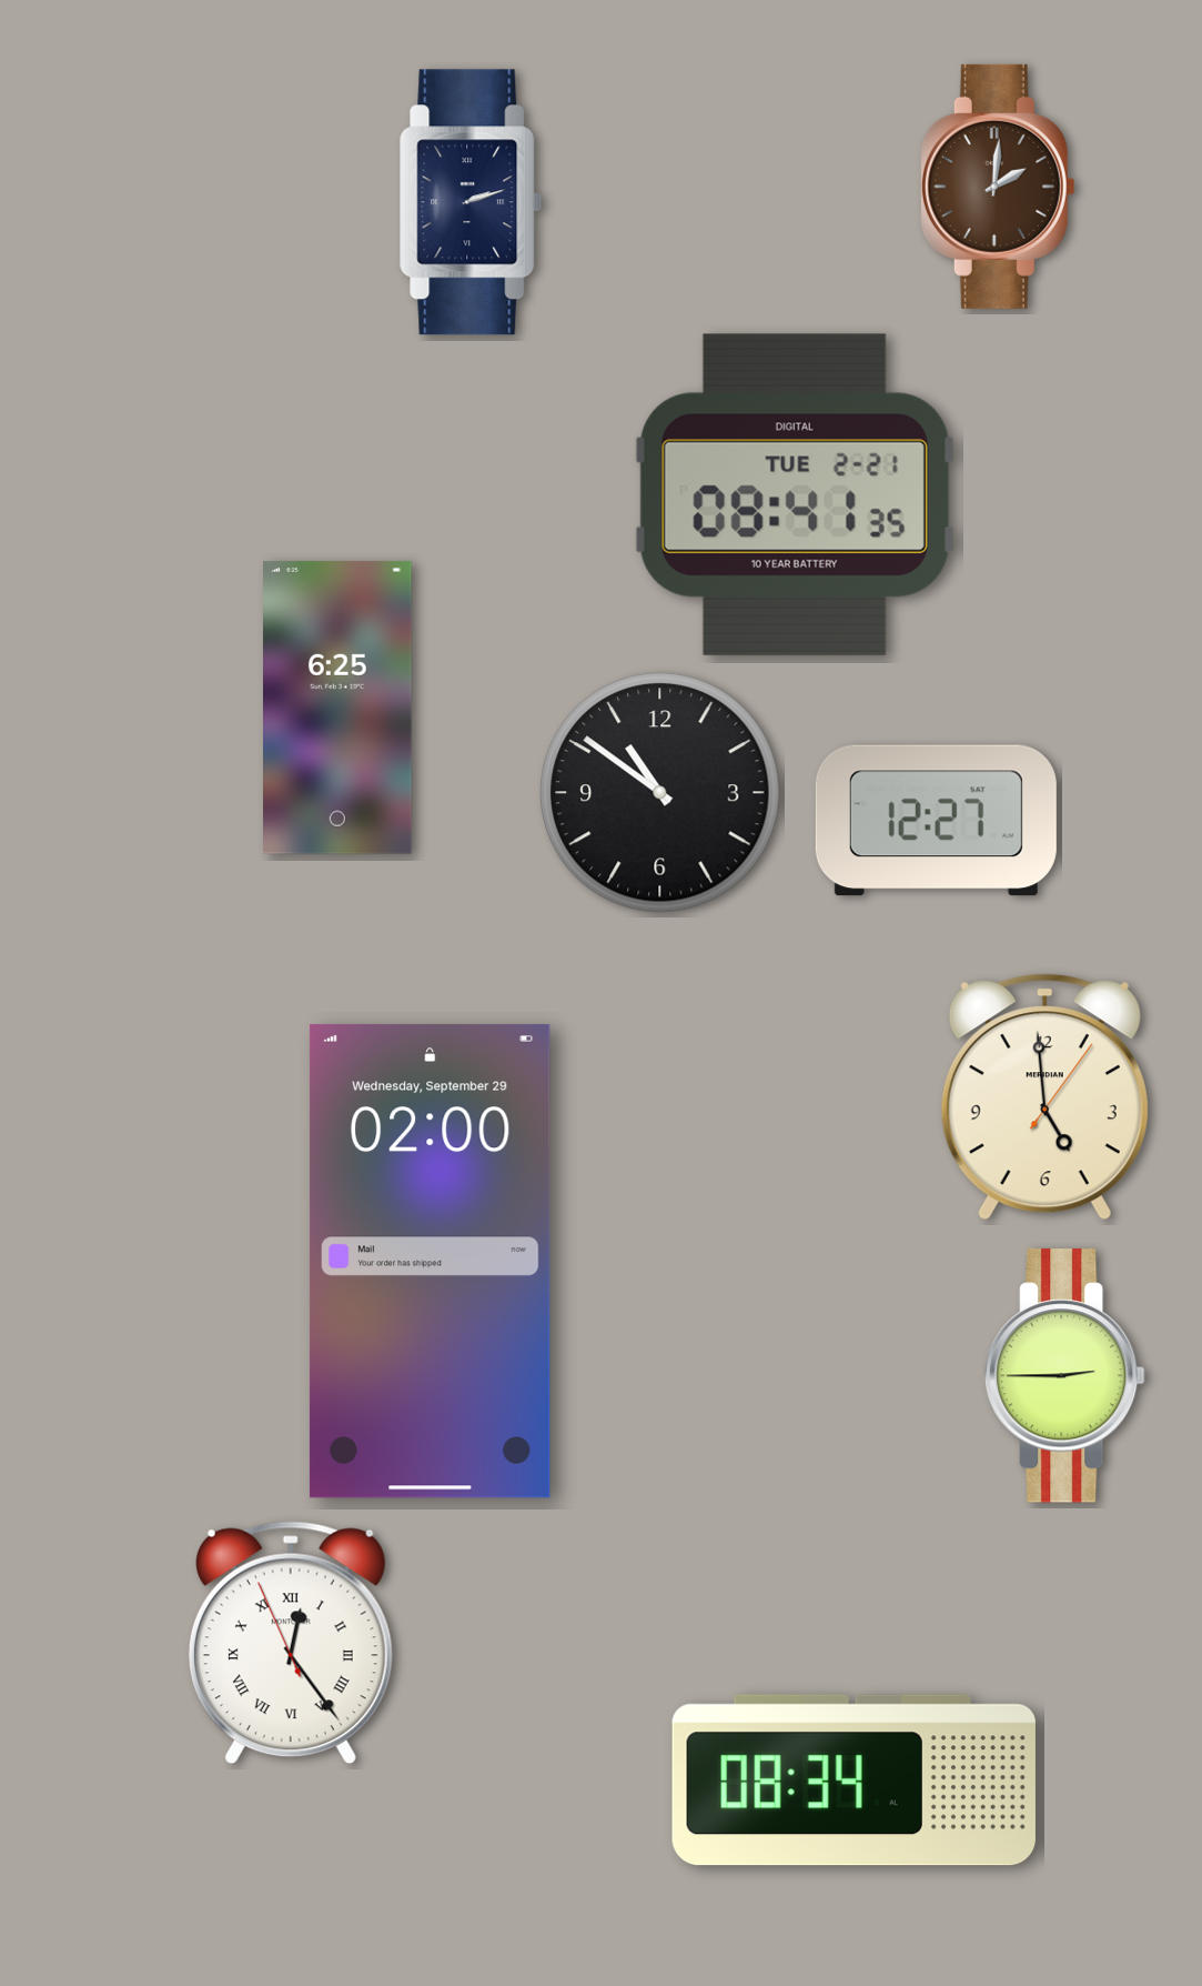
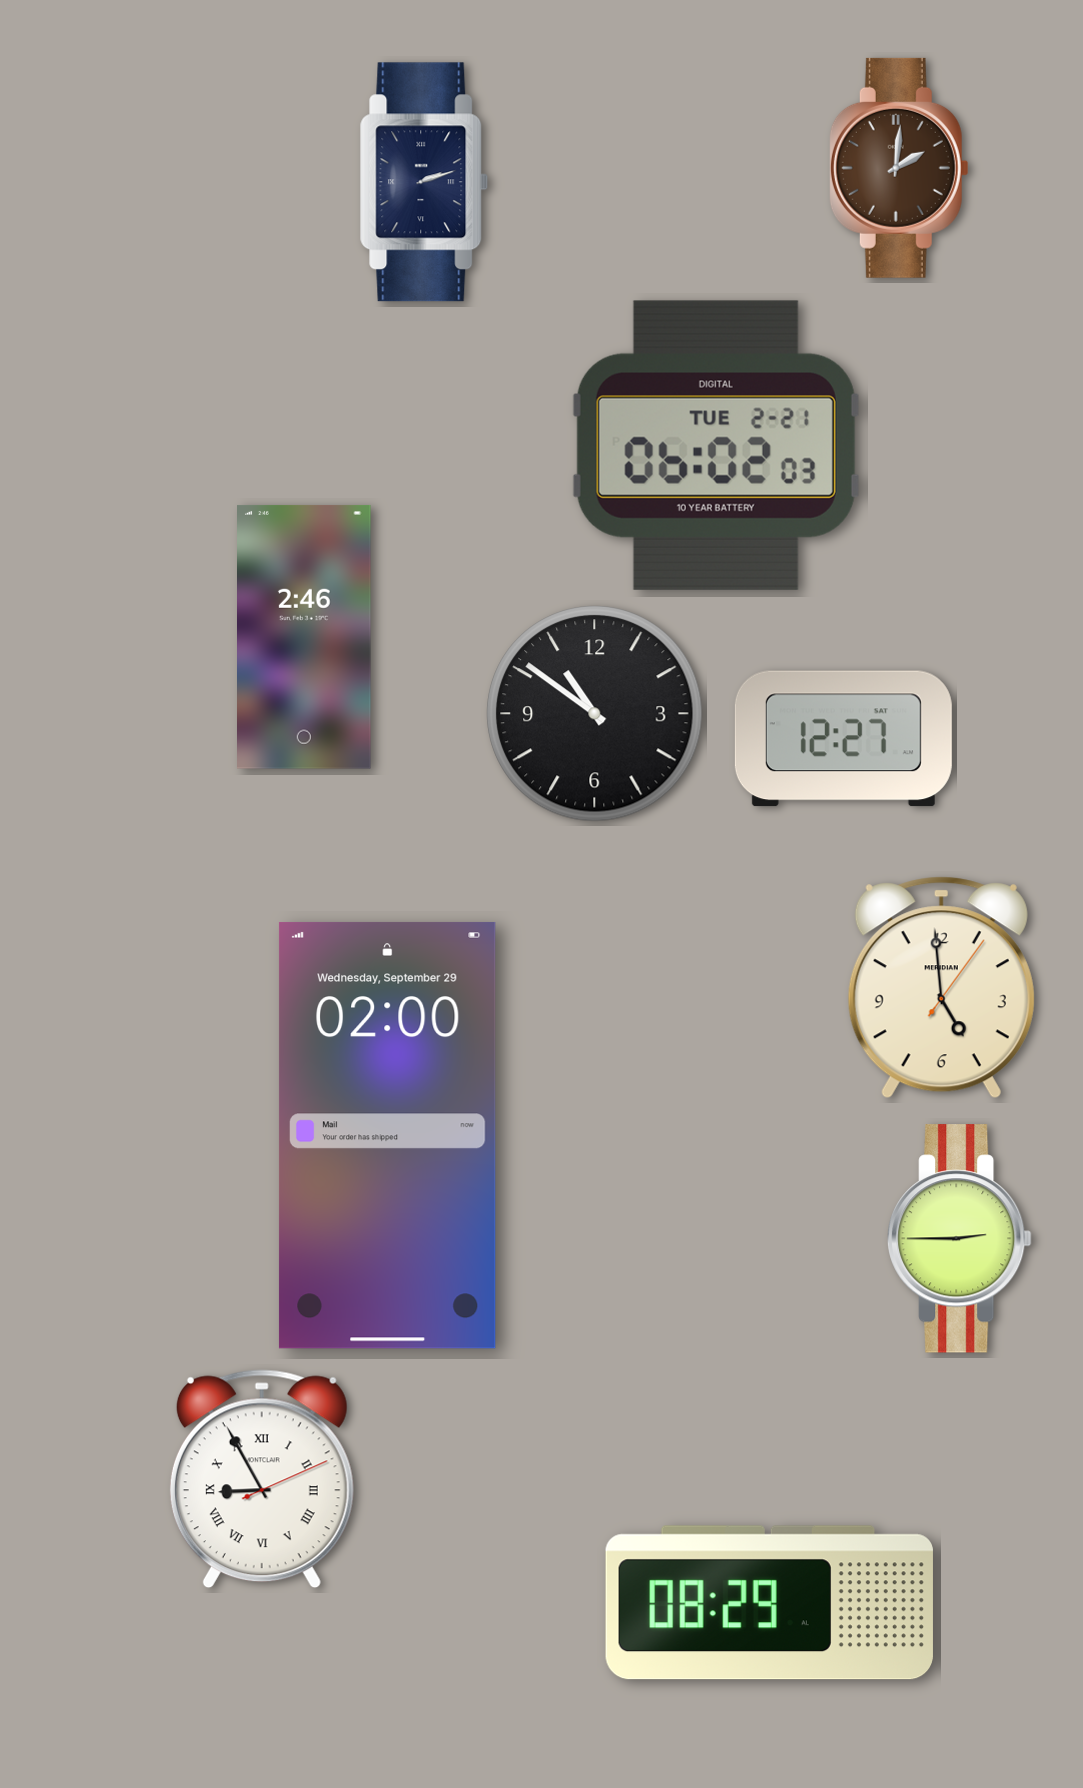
clock at (795, 494): 08:41 -> 06:02
clock at (339, 708): 6:25 -> 2:46
clock at (291, 1643): 12:23 -> 8:55
clock at (853, 1781): 08:34 -> 08:29
